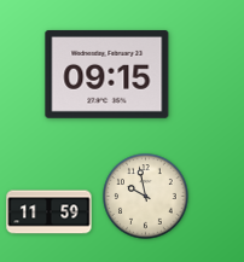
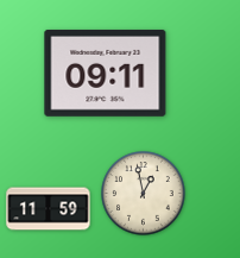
clock at (108, 74): 09:15 -> 09:11
clock at (146, 197): 9:58 -> 12:58
